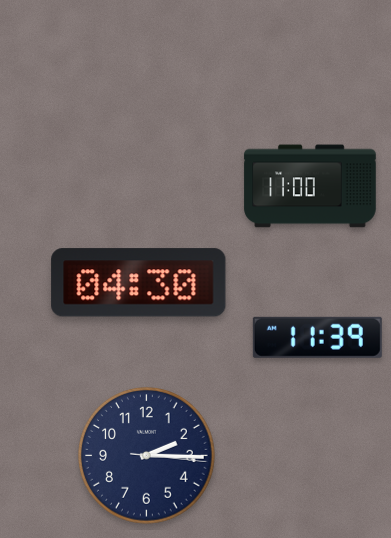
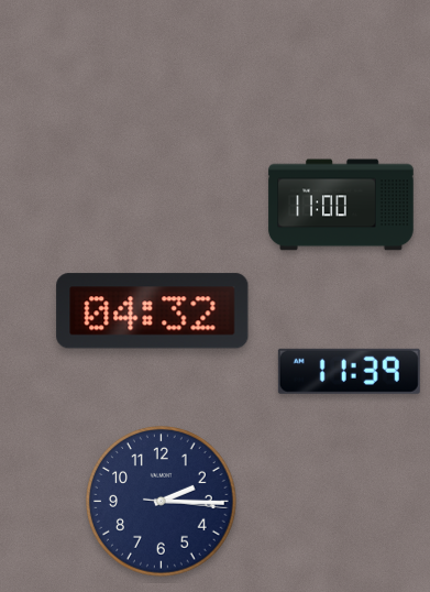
clock at (139, 283): 04:30 -> 04:32
